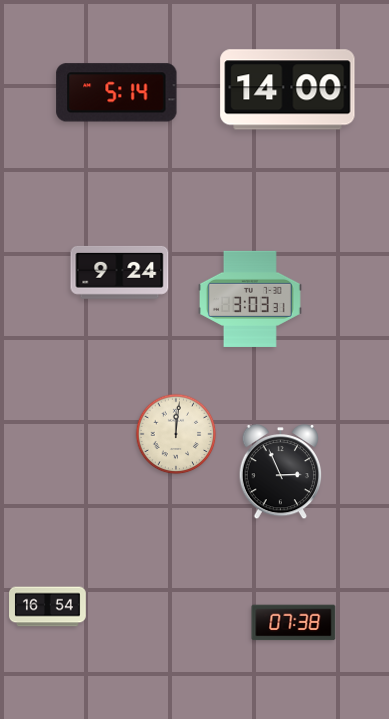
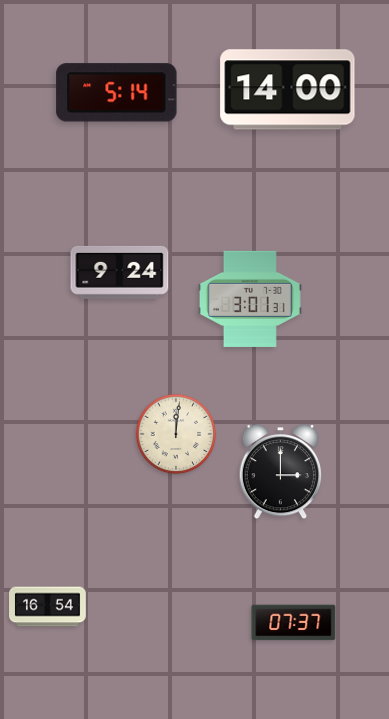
clock at (250, 299): 3:03 -> 3:01
clock at (281, 472): 2:56 -> 3:00
clock at (294, 623): 07:38 -> 07:37
